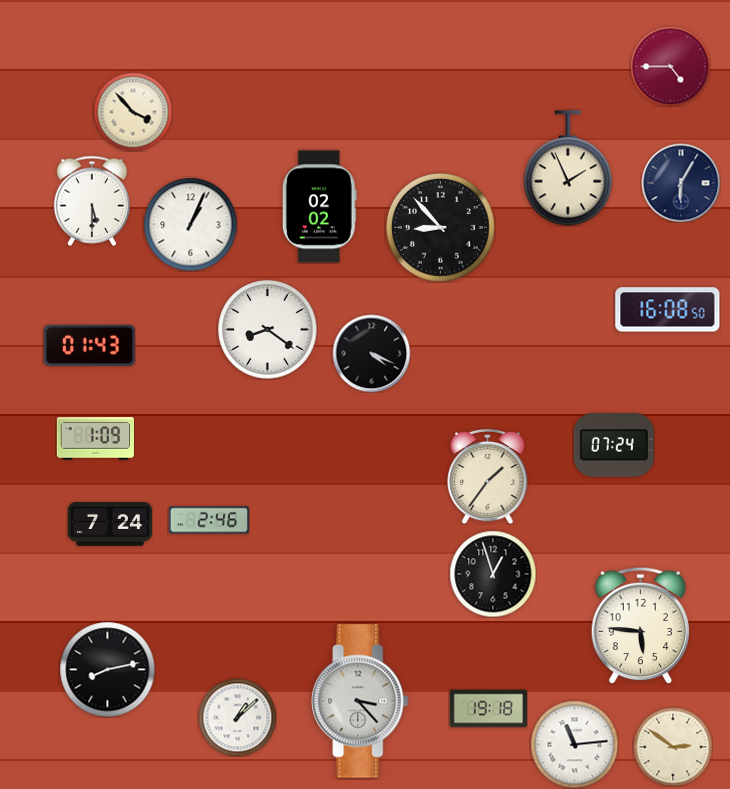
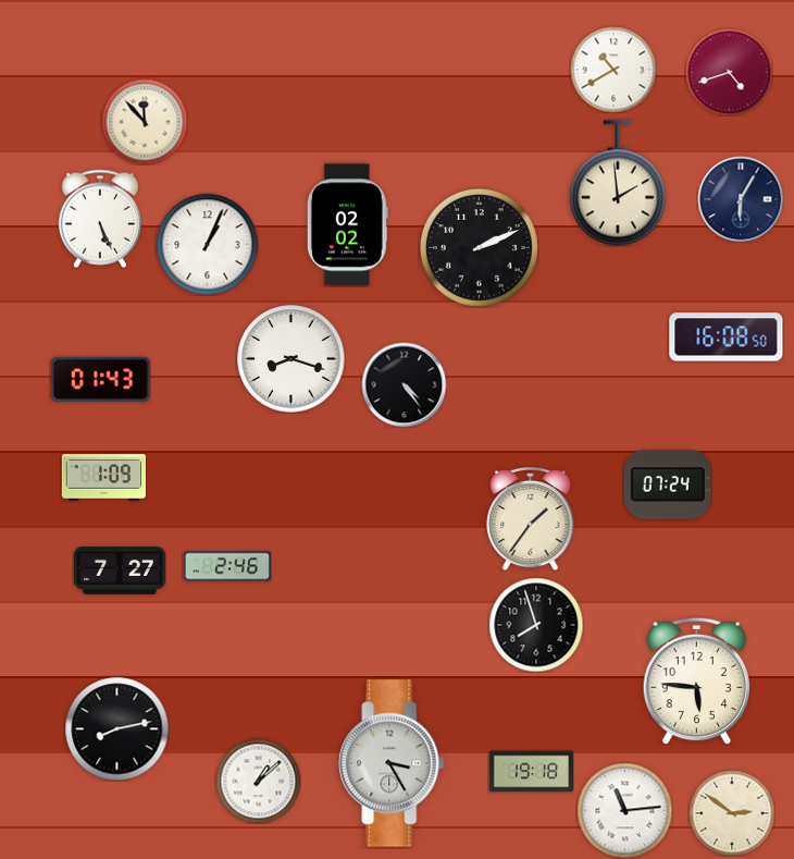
clock at (613, 70): none -> 10:40
clock at (670, 66): 4:45 -> 4:42
clock at (133, 112): 3:53 -> 11:53
clock at (568, 168): 1:56 -> 1:59
clock at (91, 201): 5:30 -> 5:26
clock at (440, 227): 8:53 -> 2:11
clock at (268, 330): 8:21 -> 8:18
clock at (90, 345) position: (90, 345) -> (101, 379)
clock at (371, 353): 4:19 -> 4:24
clock at (110, 524): 7:24 -> 7:27
clock at (493, 574): 12:57 -> 7:57
clock at (360, 701): 3:23 -> 3:25
